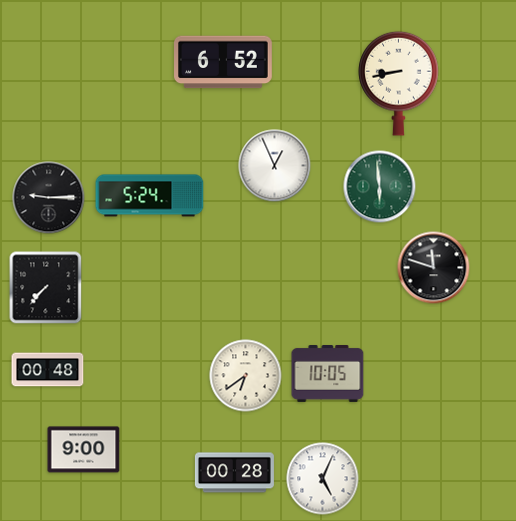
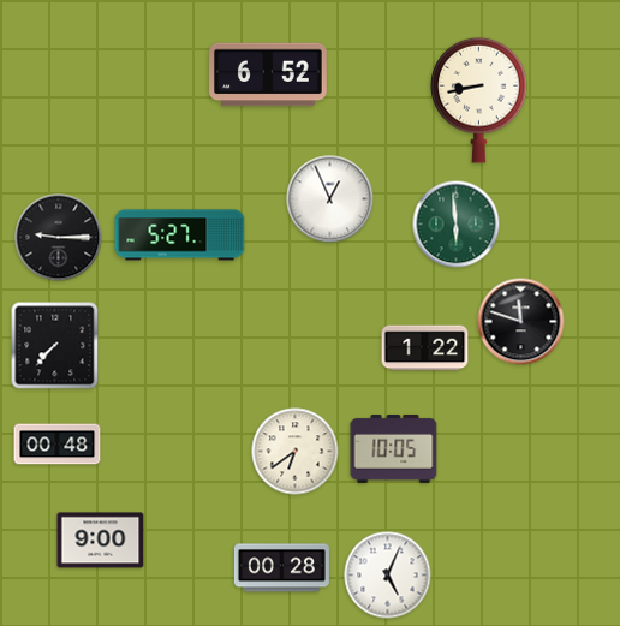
clock at (150, 196): 5:24 -> 5:27
clock at (425, 348): none -> 1:22
